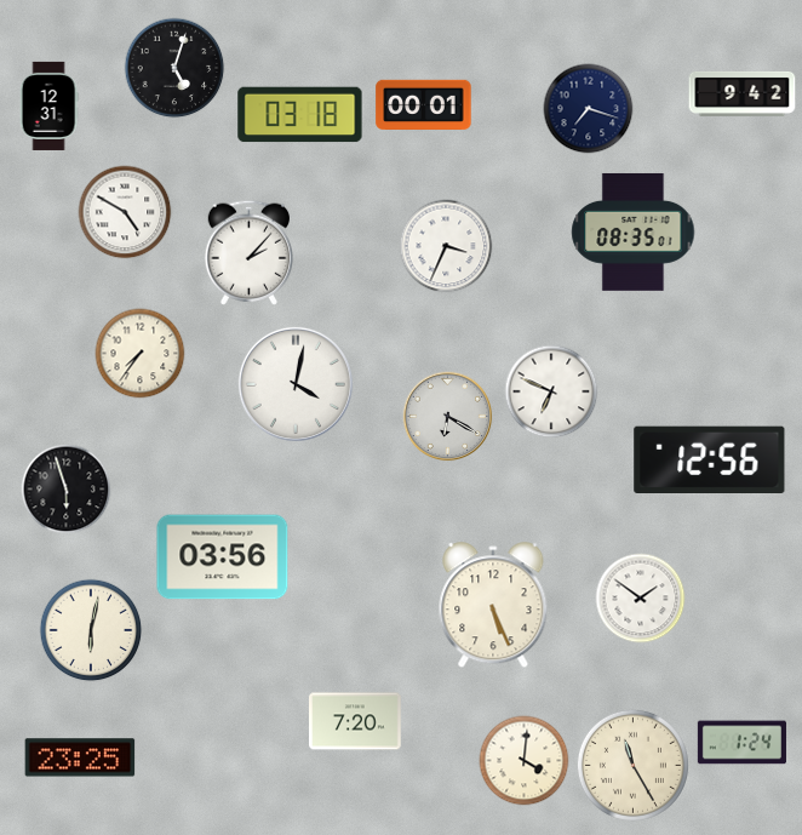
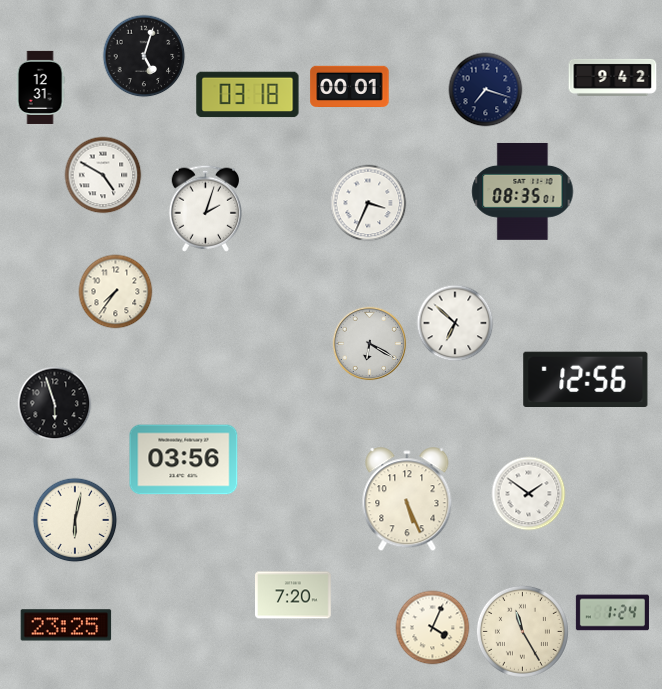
clock at (250, 252): 2:07 -> 2:03
clock at (296, 384): 4:02 -> none
clock at (551, 391): 6:49 -> 6:52
clock at (525, 761): 4:01 -> 4:04
